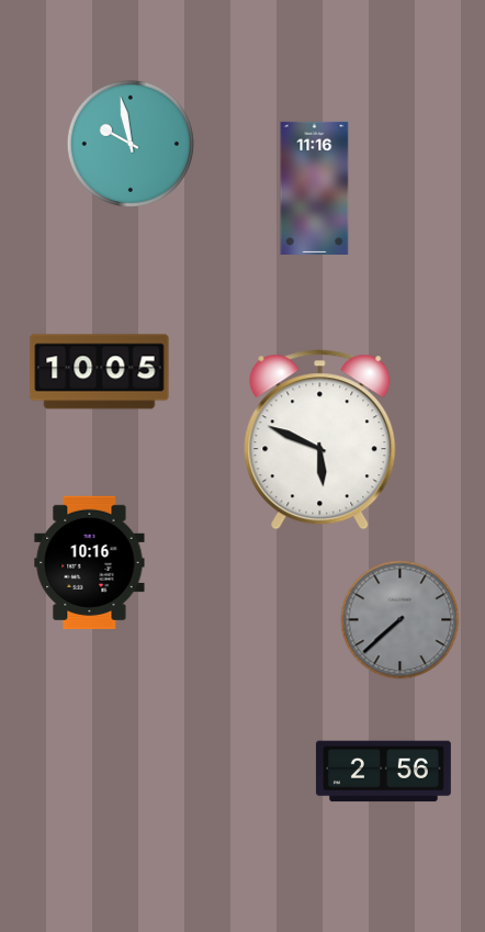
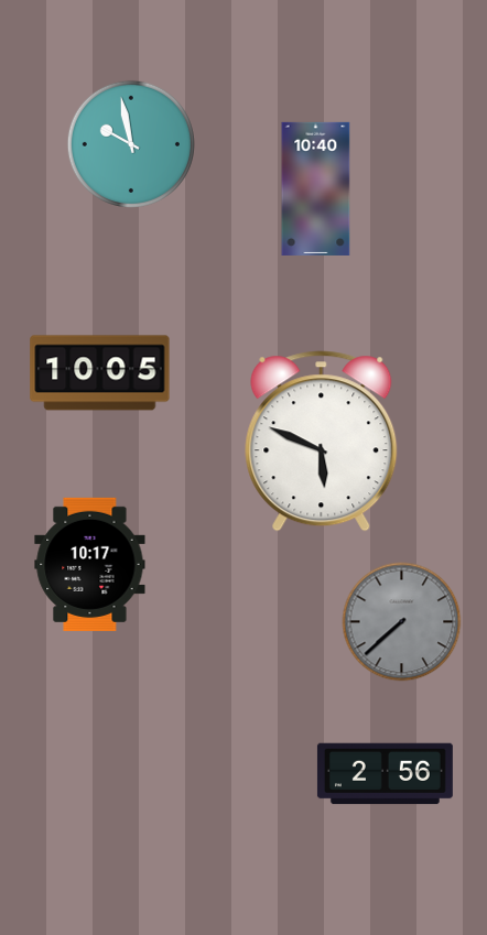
clock at (315, 188): 11:16 -> 10:40
clock at (90, 562): 10:16 -> 10:17
